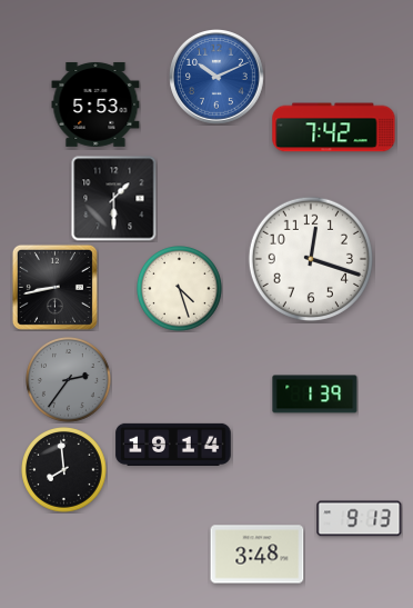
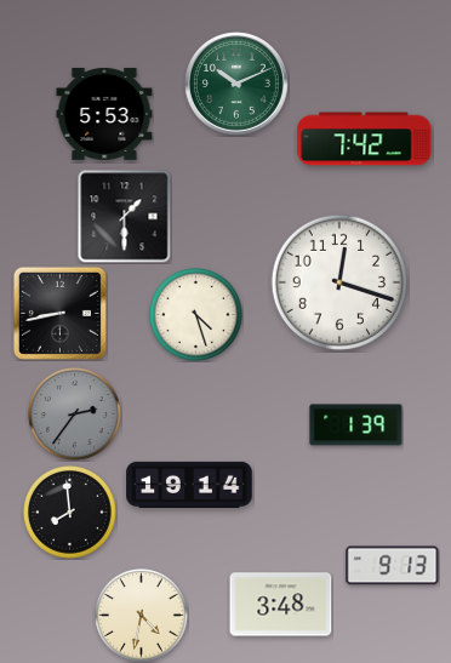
clock at (218, 78) dial: blue -> green
clock at (315, 395) position: (315, 395) -> (356, 425)
clock at (142, 616): none -> 4:32
